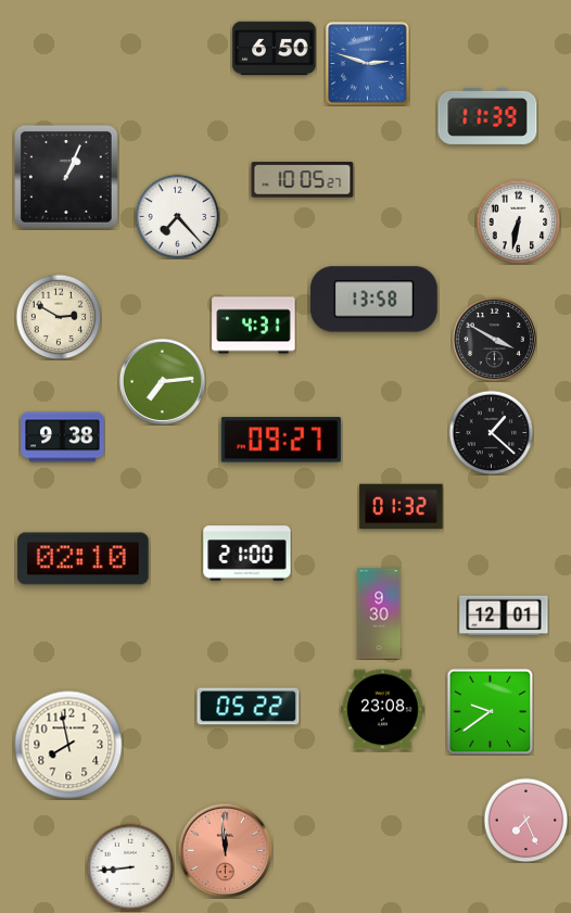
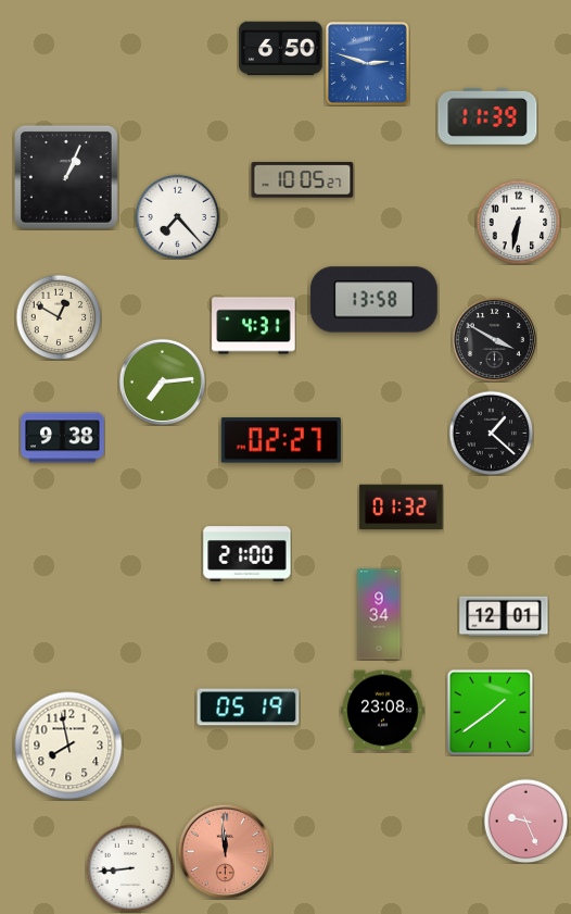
clock at (275, 49) position: (275, 49) -> (281, 49)
clock at (59, 317): 2:50 -> 12:50
clock at (281, 440): 09:27 -> 02:27
clock at (84, 559): 02:10 -> none
clock at (379, 613): 9:30 -> 9:34
clock at (249, 707): 05:22 -> 05:19
clock at (490, 711): 9:39 -> 1:39
clock at (525, 820): 7:26 -> 9:26
